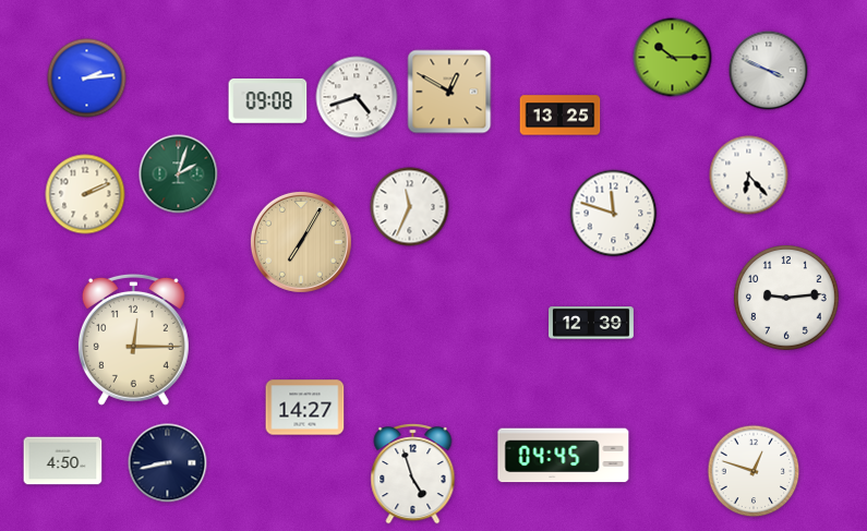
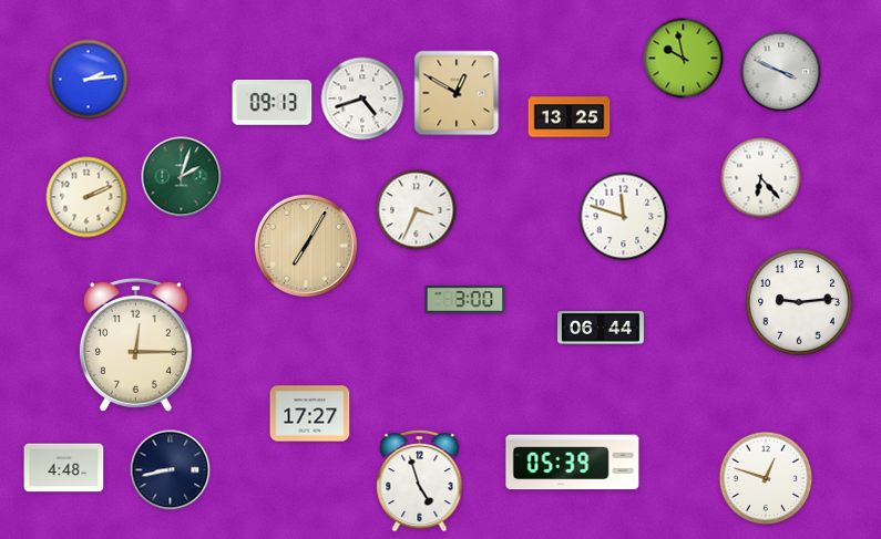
clock at (673, 58): 10:15 -> 9:58
clock at (268, 101): 09:08 -> 09:13
clock at (410, 207): 11:34 -> 3:34
clock at (465, 300): none -> 3:00
clock at (592, 323): 12:39 -> 06:44
clock at (305, 408): 14:27 -> 17:27
clock at (564, 456): 04:45 -> 05:39
clock at (63, 461): 4:50 -> 4:48
